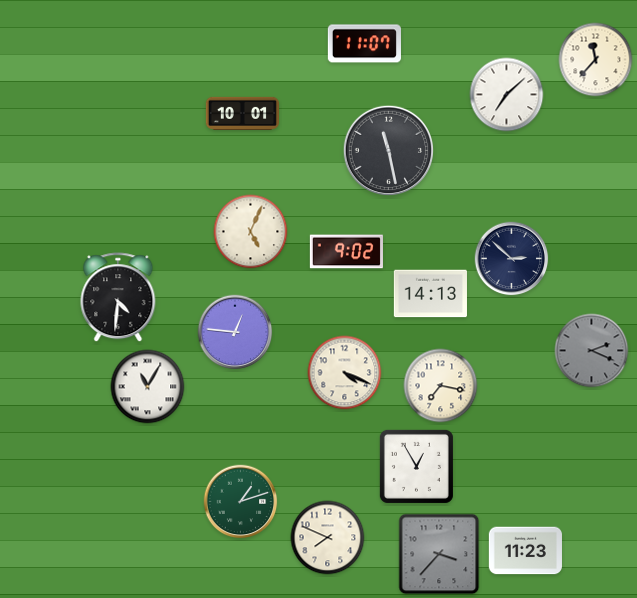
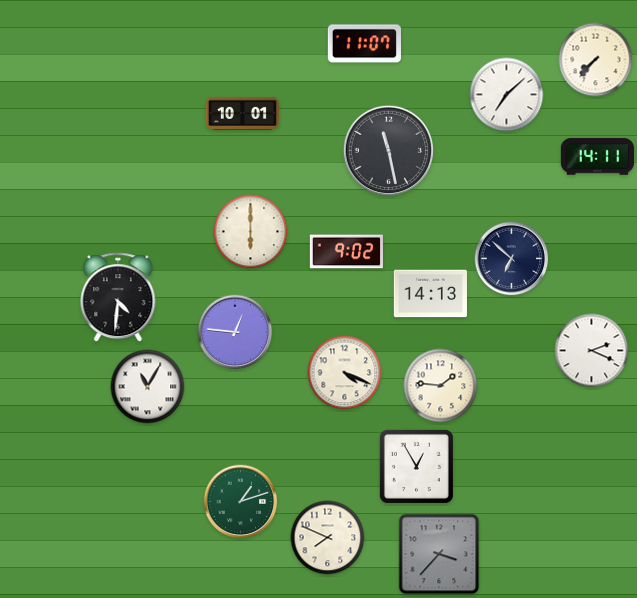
clock at (596, 60): 11:37 -> 7:37
clock at (597, 157): none -> 14:11
clock at (251, 232): 5:04 -> 6:00
clock at (512, 259): 2:52 -> 6:52
clock at (592, 351) dial: grey -> white
clock at (441, 386): 7:17 -> 1:46
clock at (525, 551): 11:23 -> none
